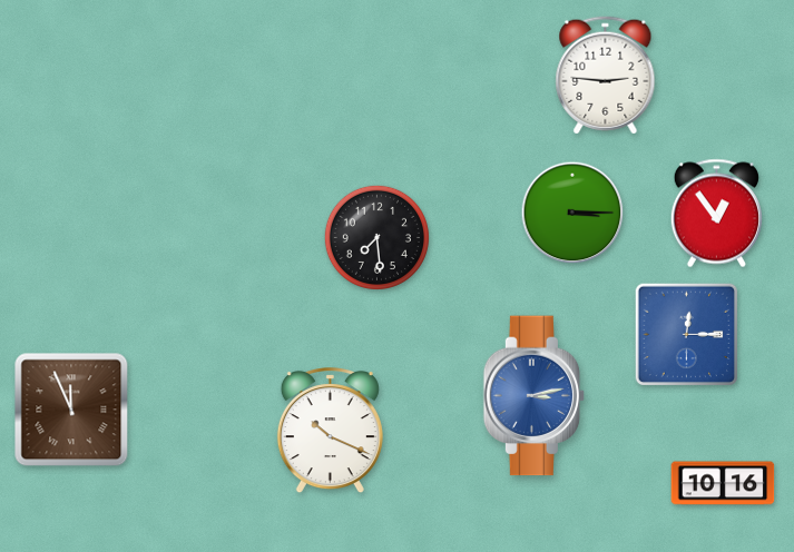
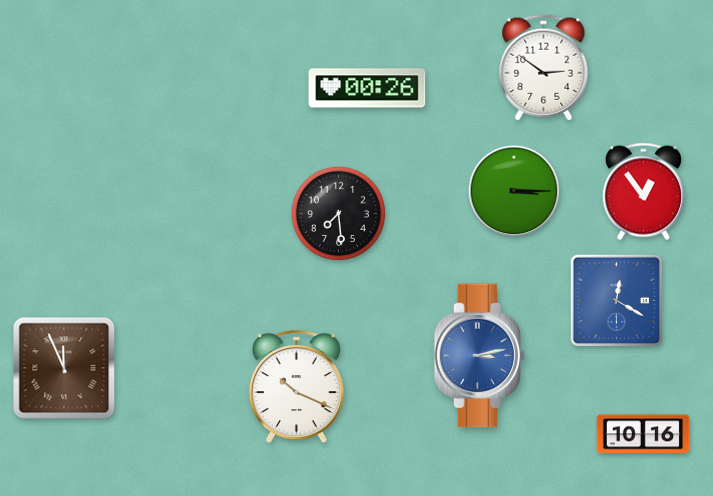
clock at (606, 76): 2:46 -> 2:51
clock at (367, 88): none -> 00:26
clock at (687, 335): 12:15 -> 12:20
clock at (723, 483) position: (723, 483) -> (643, 434)
